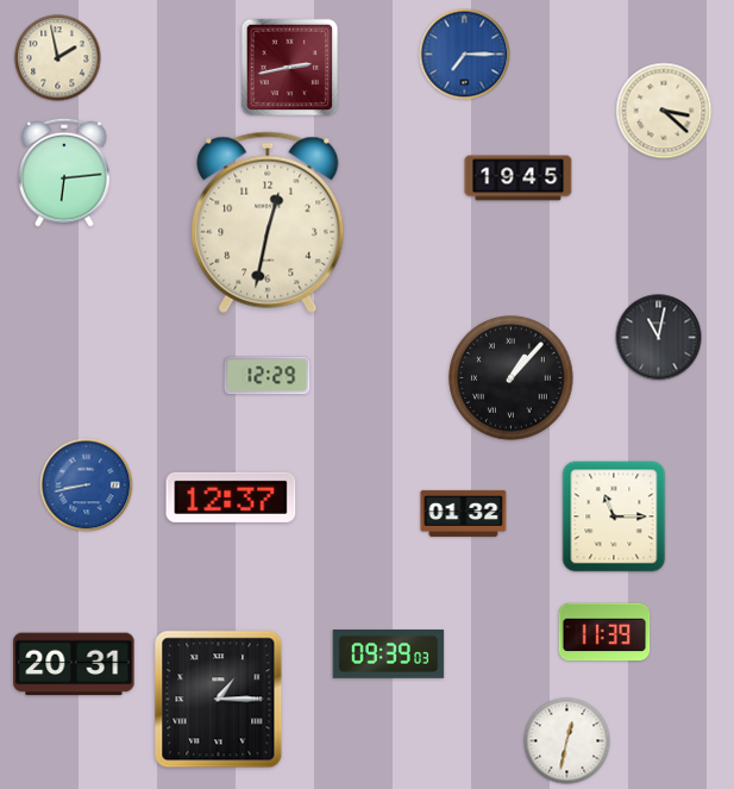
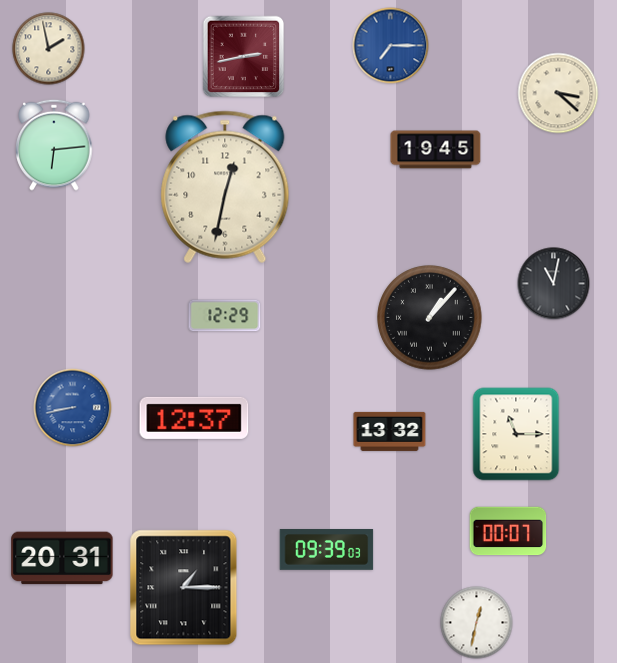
clock at (464, 513): 01:32 -> 13:32
clock at (604, 632): 11:39 -> 00:07
